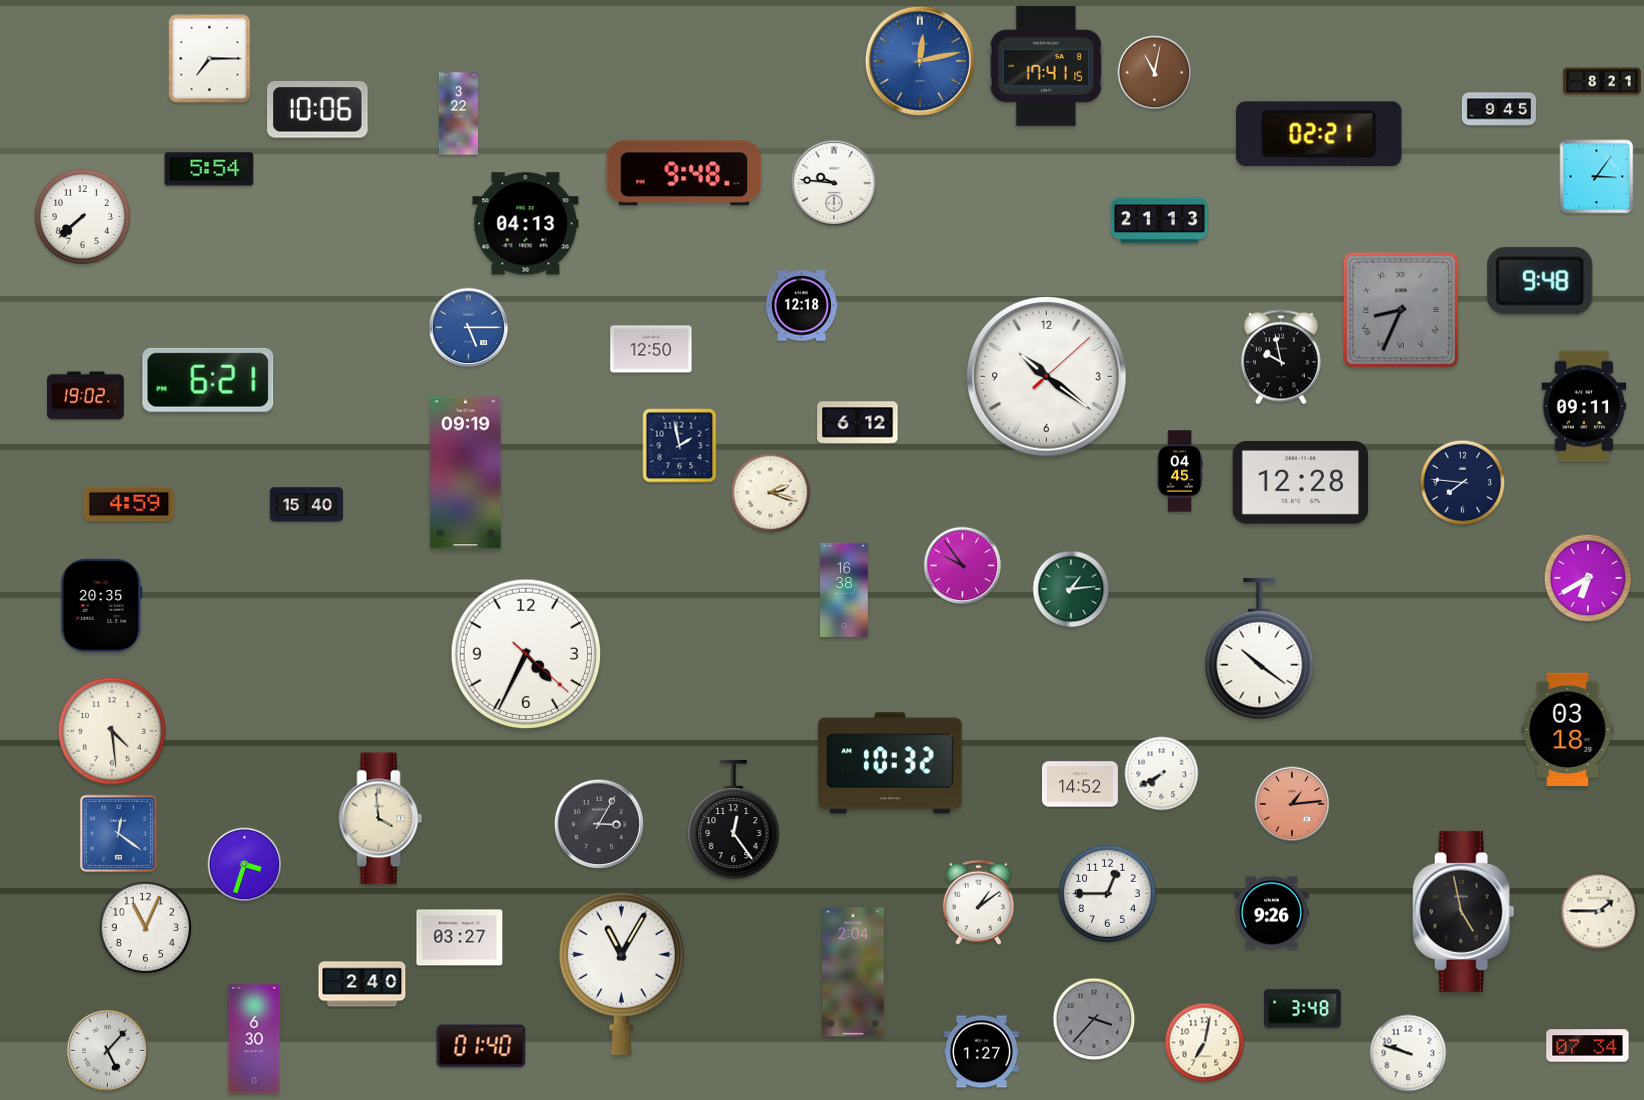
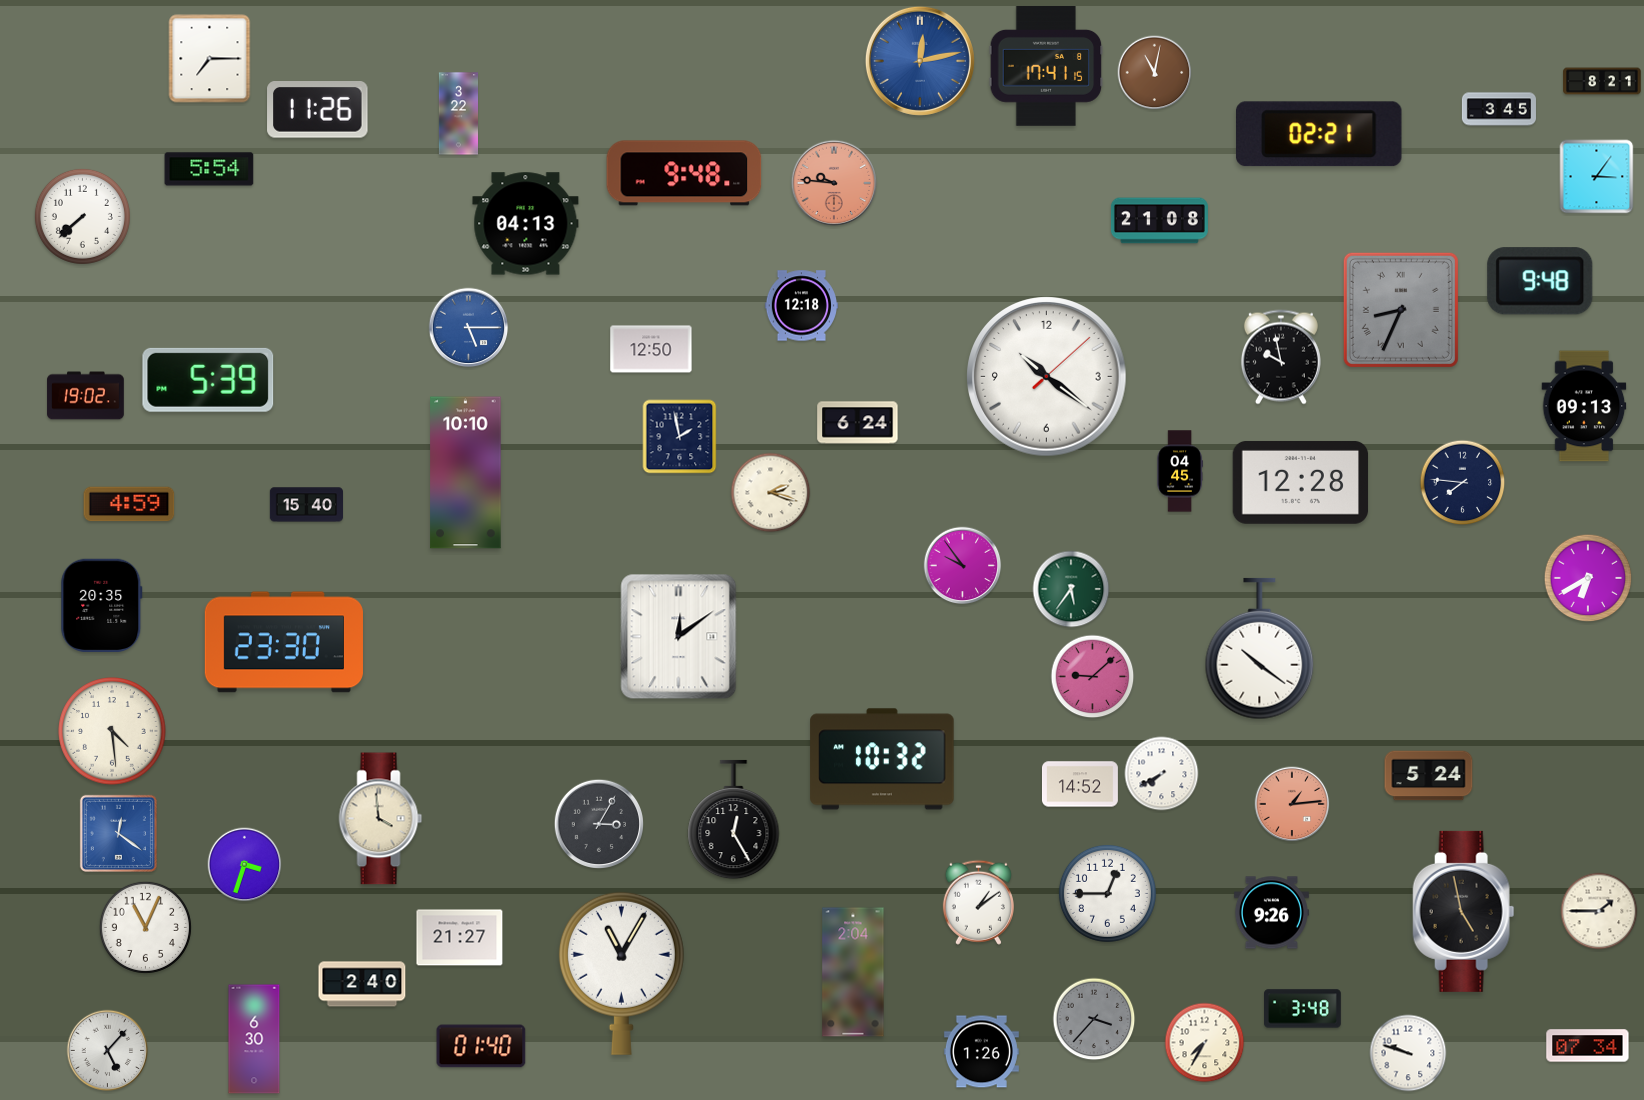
clock at (1499, 109): 9:45 -> 3:45
clock at (318, 110): 10:06 -> 11:26
clock at (834, 183) dial: white -> salmon
clock at (1159, 221): 21:13 -> 21:08
clock at (208, 380): 6:21 -> 5:39
clock at (1584, 406): 09:11 -> 09:13
clock at (858, 423): 6:12 -> 6:24
clock at (680, 446) position: (680, 446) -> (680, 437)
clock at (466, 473): 09:19 -> 10:10
clock at (844, 589): 16:38 -> none
clock at (1071, 589): 1:14 -> 5:36
clock at (679, 637): none -> 12:09
clock at (284, 642): none -> 23:30
clock at (525, 653): 4:34 -> none
clock at (1093, 677): none -> 9:08
clock at (1568, 730): 03:18 -> none
clock at (890, 763) position: (890, 763) -> (882, 759)
clock at (1429, 776): none -> 5:24
clock at (734, 820): 12:24 -> 12:25
clock at (460, 938): 03:27 -> 21:27
clock at (1205, 1043): 7:02 -> 7:35
clock at (981, 1052): 1:27 -> 1:26
